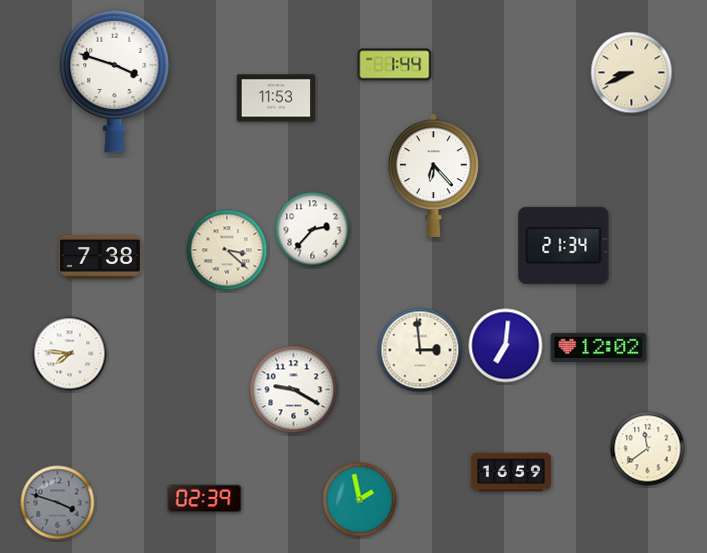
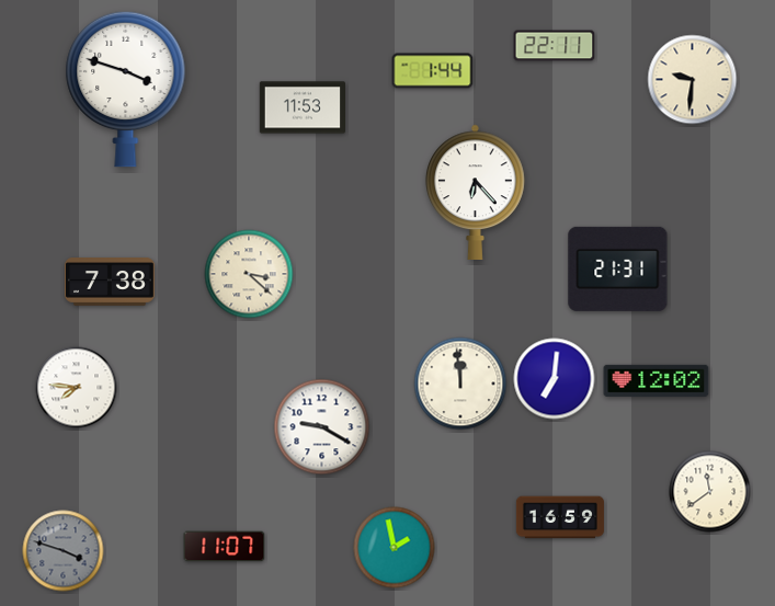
clock at (555, 46): none -> 22:11
clock at (632, 73): 8:41 -> 9:31
clock at (313, 230): 2:37 -> none
clock at (564, 245): 21:34 -> 21:31
clock at (420, 350): 2:59 -> 11:59
clock at (205, 499): 02:39 -> 11:07
